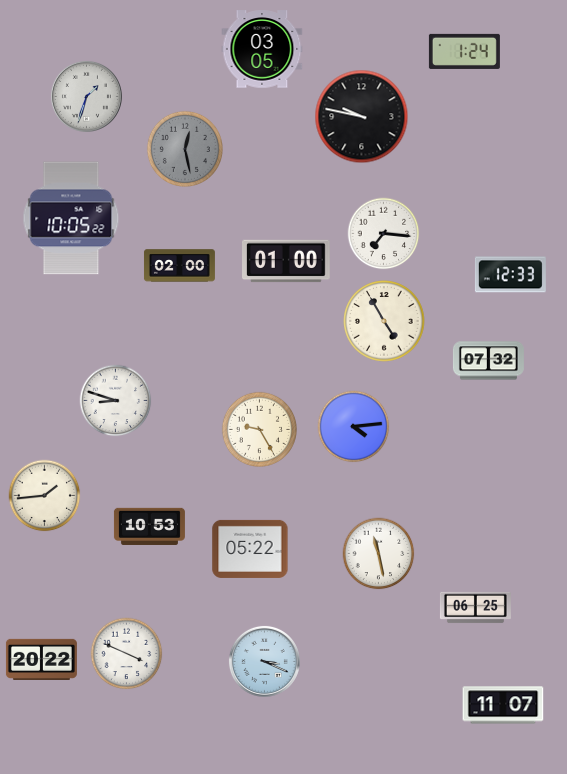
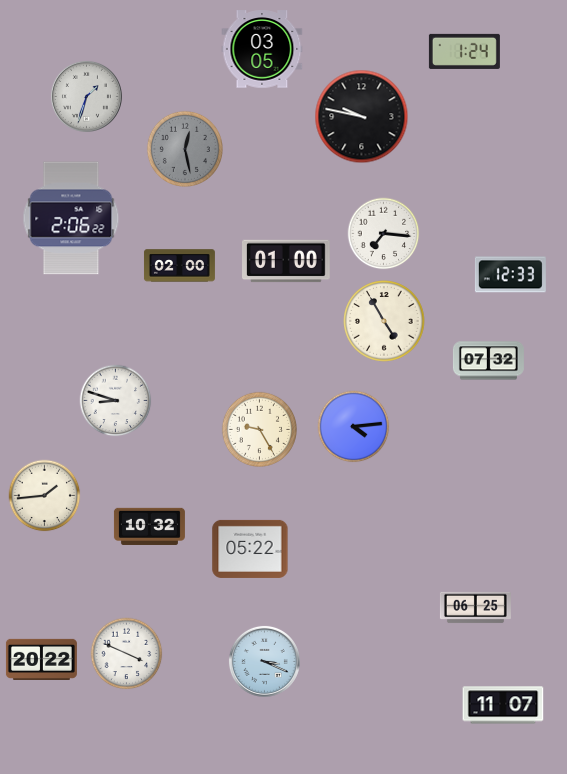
clock at (71, 218): 10:05 -> 2:06
clock at (149, 526): 10:53 -> 10:32
clock at (379, 554): 11:28 -> none
